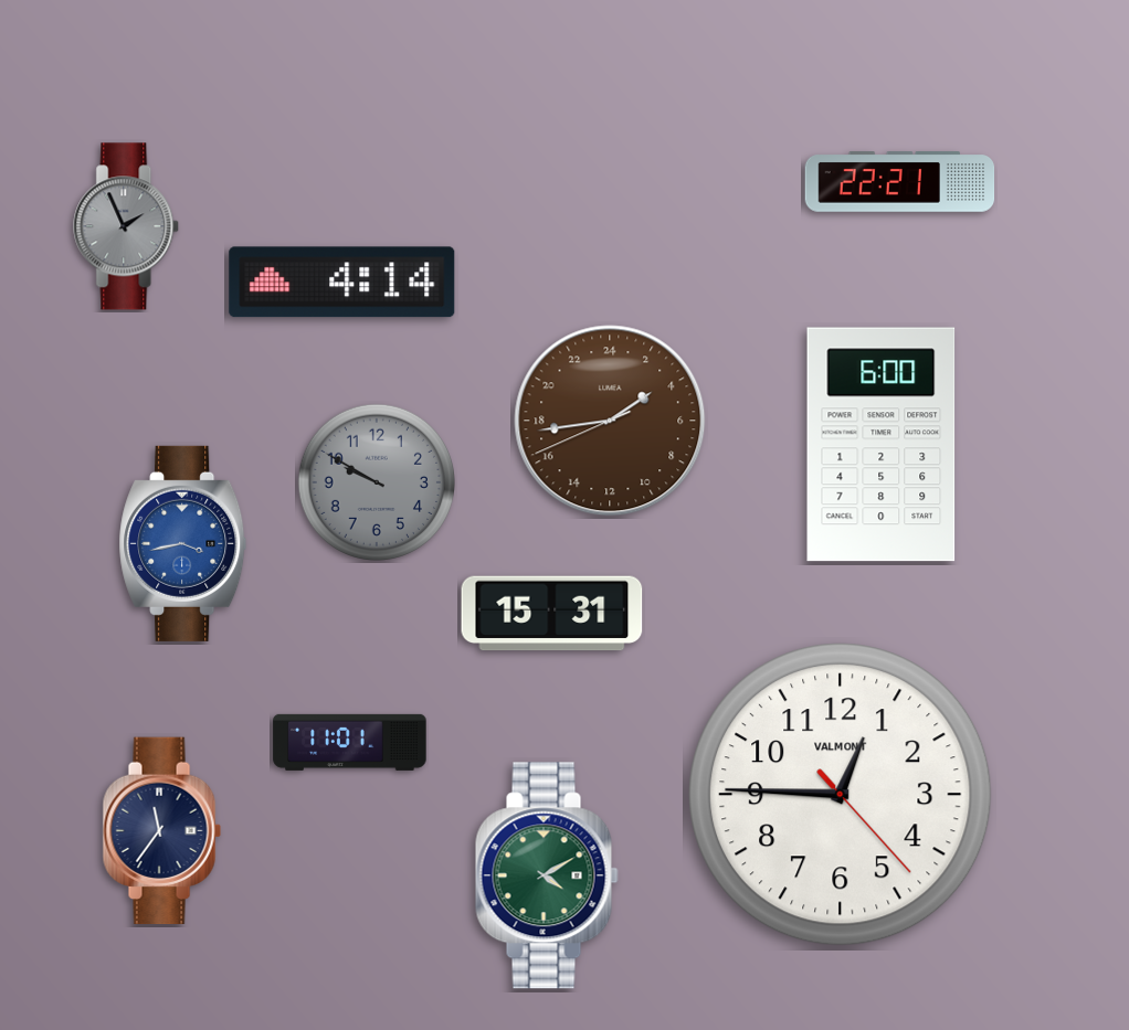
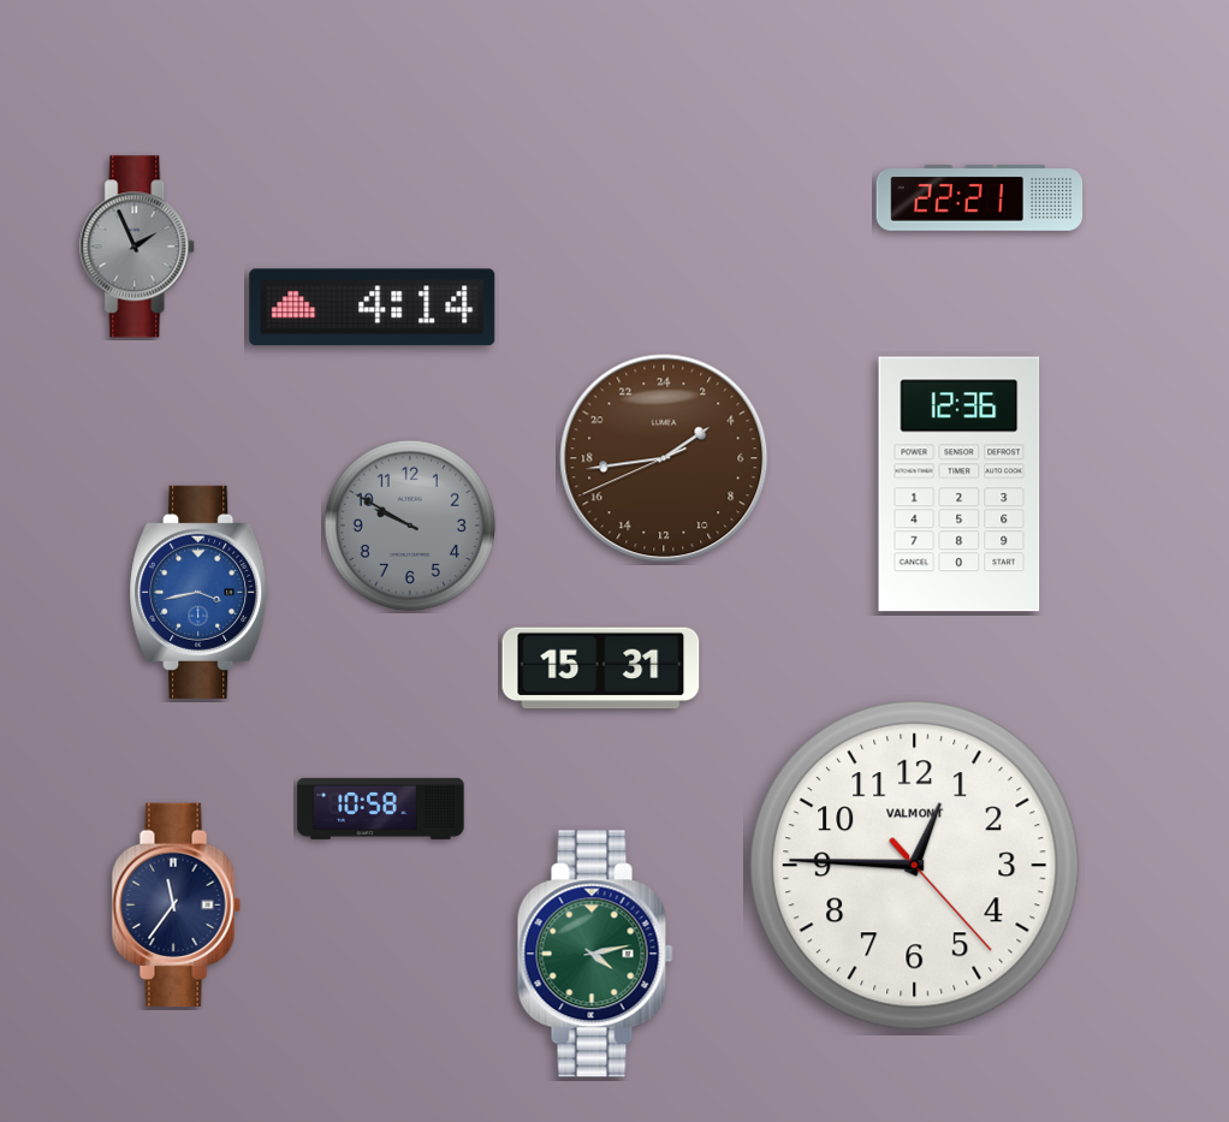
clock at (882, 445): 6:00 -> 12:36
clock at (350, 742): 11:01 -> 10:58
clock at (547, 875): 4:10 -> 4:13
